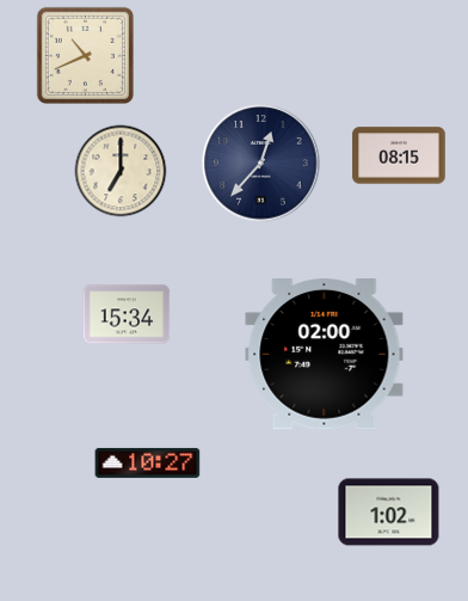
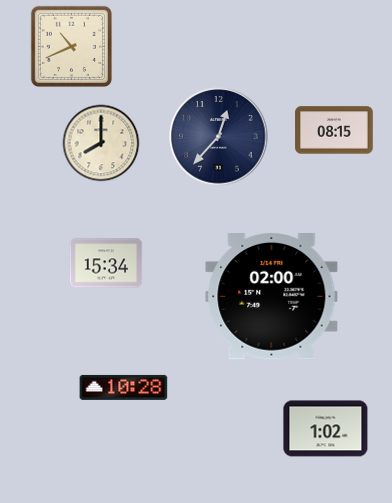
clock at (121, 171): 7:00 -> 8:00
clock at (148, 462): 10:27 -> 10:28
